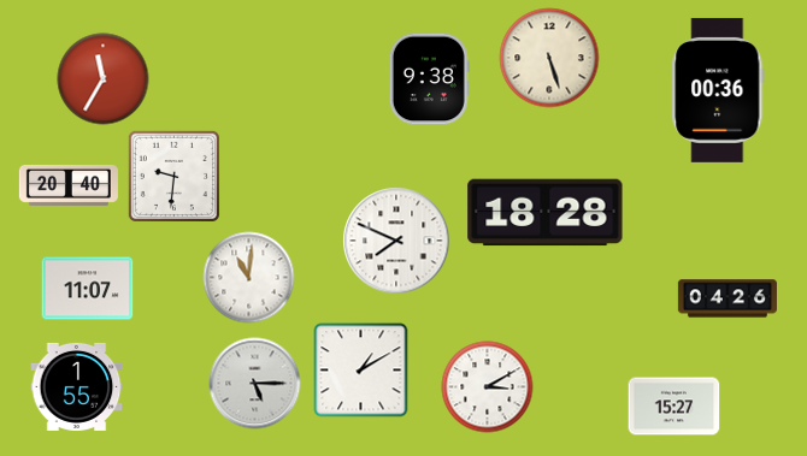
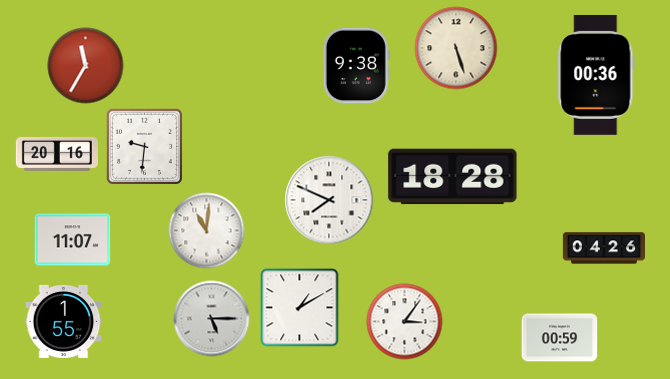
clock at (69, 185): 20:40 -> 20:16
clock at (488, 387): 3:10 -> 3:06
clock at (675, 407): 15:27 -> 00:59
